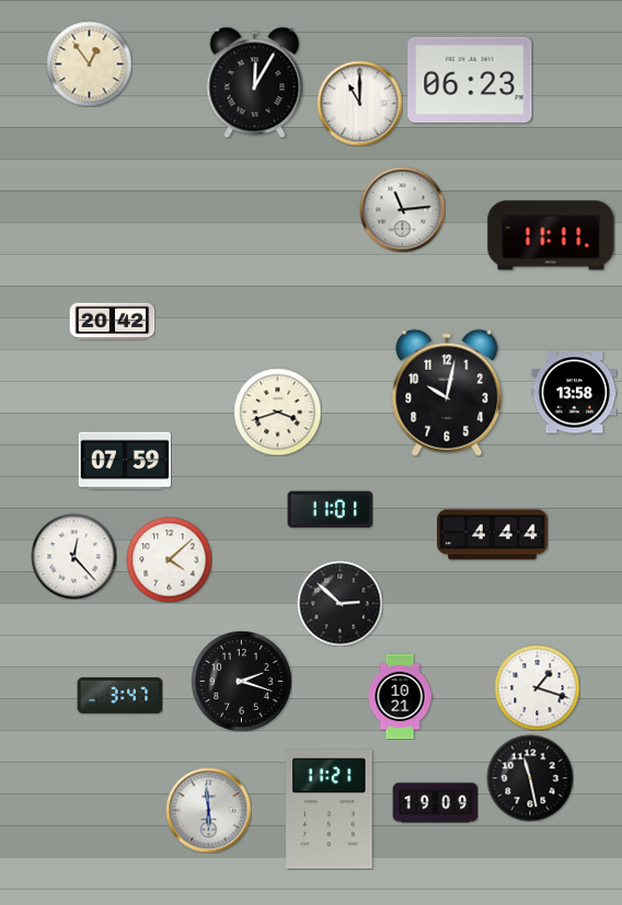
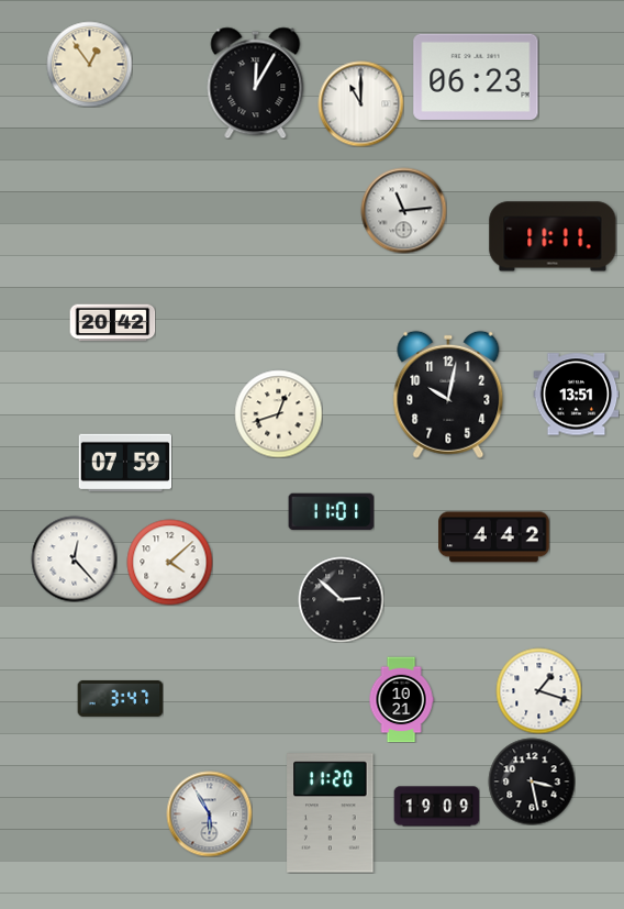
clock at (470, 80) position: (470, 80) -> (476, 77)
clock at (574, 393): 13:58 -> 13:51
clock at (277, 411): 3:42 -> 12:42
clock at (493, 535): 4:44 -> 4:42
clock at (339, 603) position: (339, 603) -> (341, 599)
clock at (241, 681): 2:18 -> none
clock at (530, 778): 11:28 -> 3:28
clock at (208, 810): 5:59 -> 5:55
clock at (330, 810): 11:21 -> 11:20
